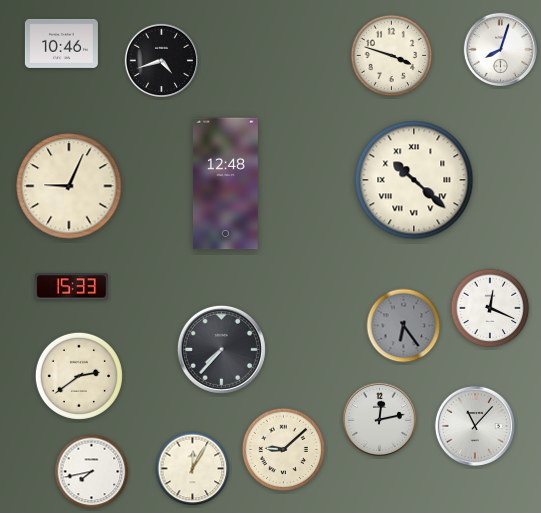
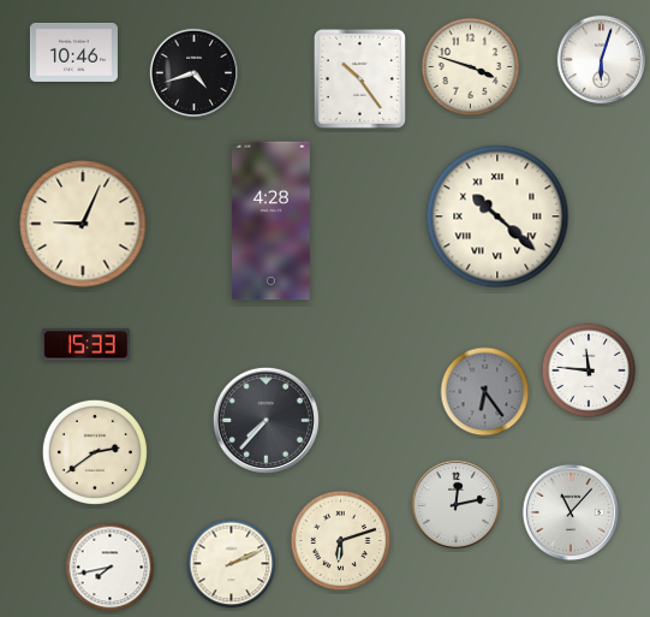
clock at (500, 49): 8:03 -> 6:03
clock at (359, 78): none -> 10:24
clock at (225, 184): 12:48 -> 4:28
clock at (490, 308): 12:19 -> 11:46
clock at (284, 450): 9:08 -> 6:12
clock at (193, 469): 12:05 -> 2:11
